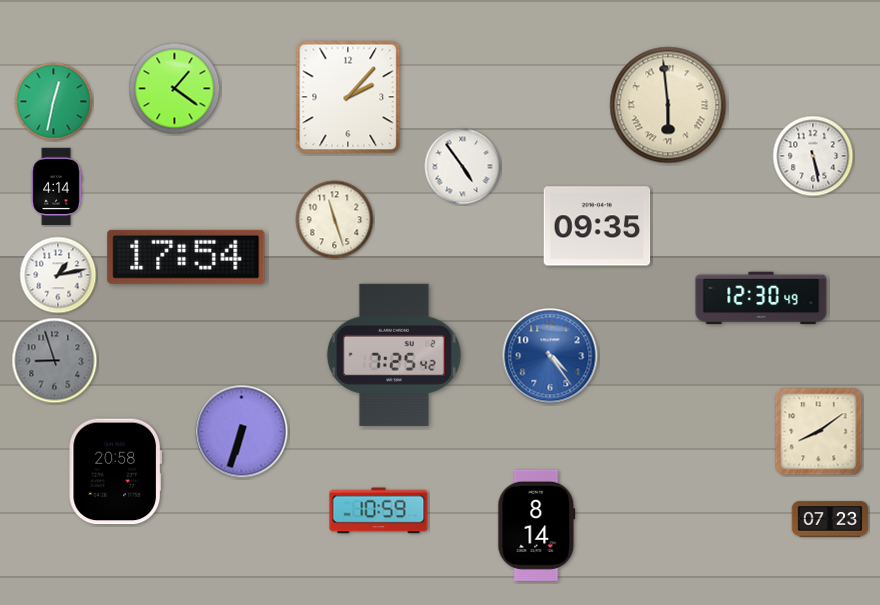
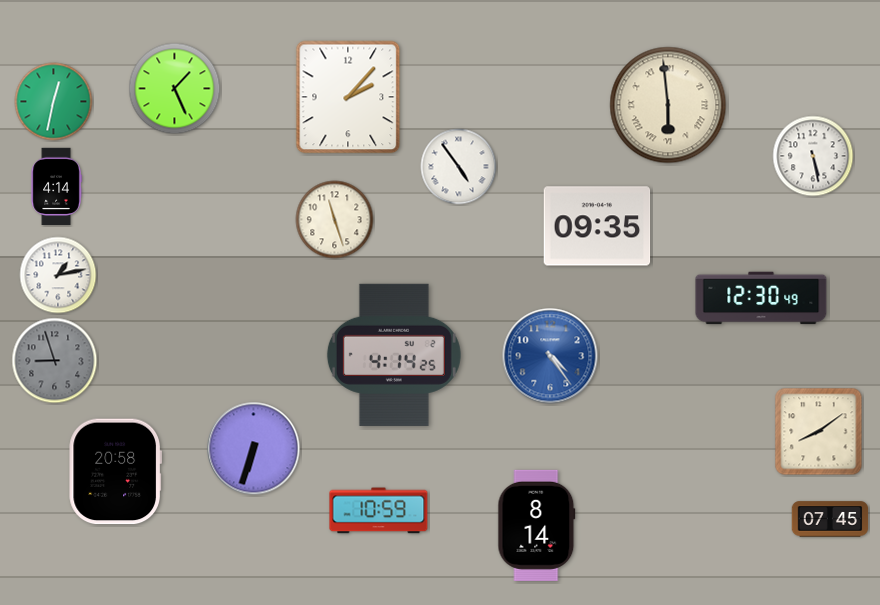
clock at (175, 89): 1:21 -> 1:26
clock at (463, 167) position: (463, 167) -> (459, 167)
clock at (186, 257): 17:54 -> none
clock at (394, 355): 7:25 -> 4:14
clock at (242, 432) position: (242, 432) -> (254, 449)
clock at (830, 519): 07:23 -> 07:45
